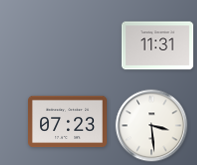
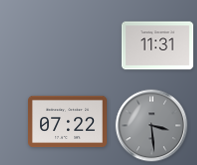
clock at (68, 122): 07:23 -> 07:22
clock at (152, 126) dial: white -> grey
